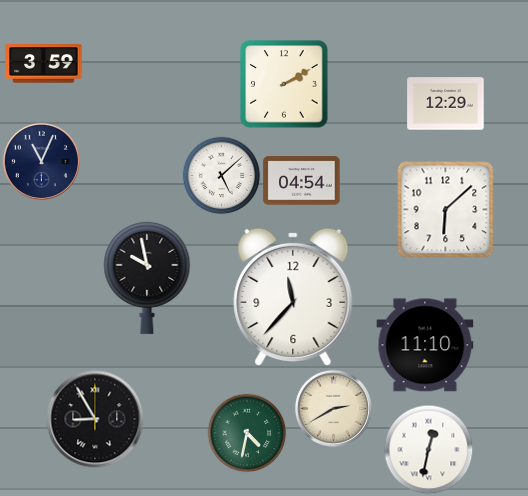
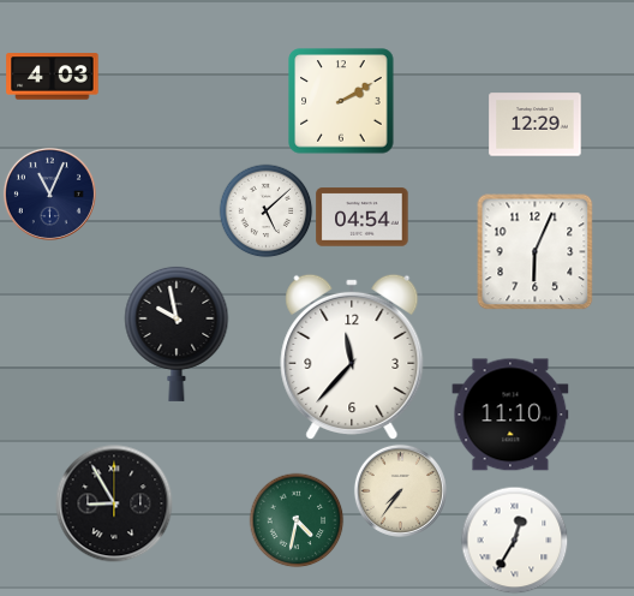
clock at (44, 64): 3:59 -> 4:03
clock at (446, 210): 6:08 -> 6:04
clock at (333, 408): 2:40 -> 7:36
clock at (428, 449): 12:32 -> 12:35
